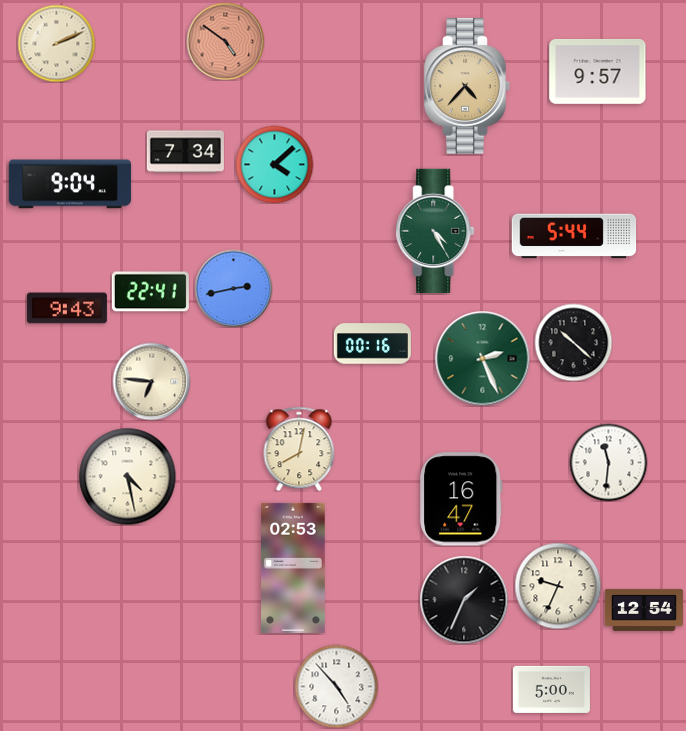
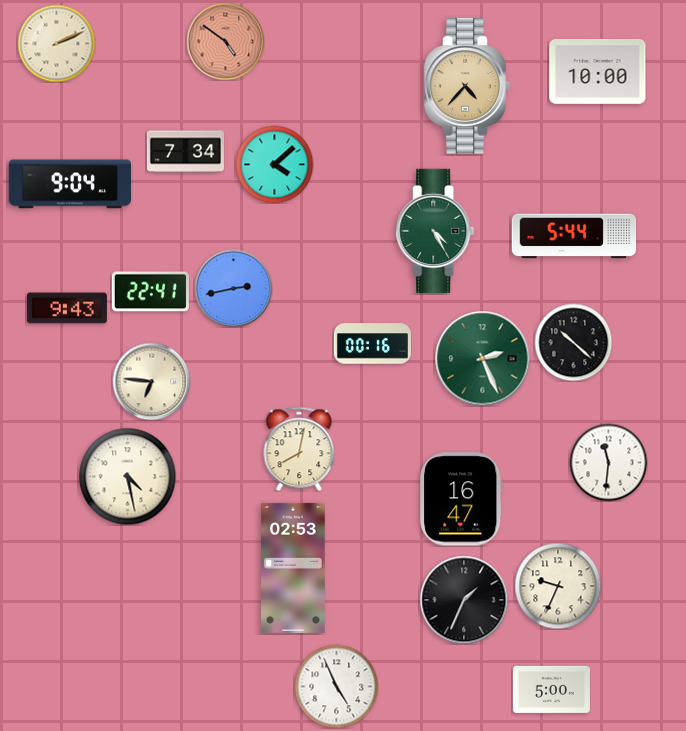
clock at (598, 71): 9:57 -> 10:00
clock at (644, 610): 12:54 -> none
clock at (336, 686): 4:53 -> 4:56
